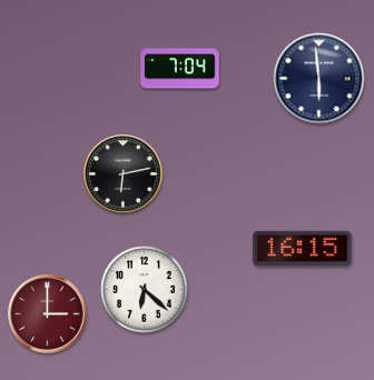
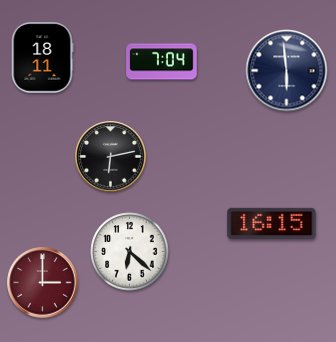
clock at (42, 58): none -> 18:11
clock at (145, 290) position: (145, 290) -> (130, 252)
